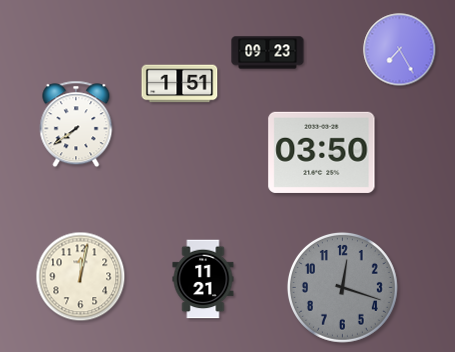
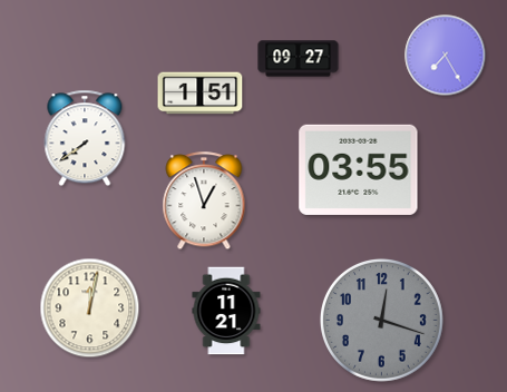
clock at (268, 53): 09:23 -> 09:27
clock at (322, 152): 03:50 -> 03:55
clock at (204, 202): none -> 12:57
